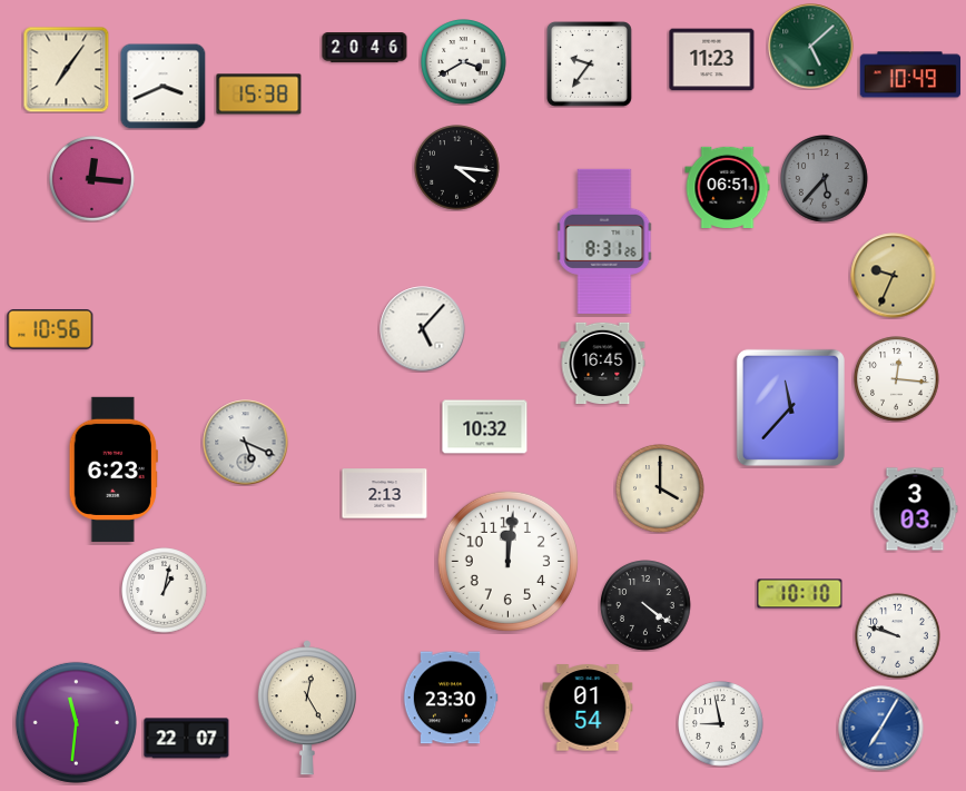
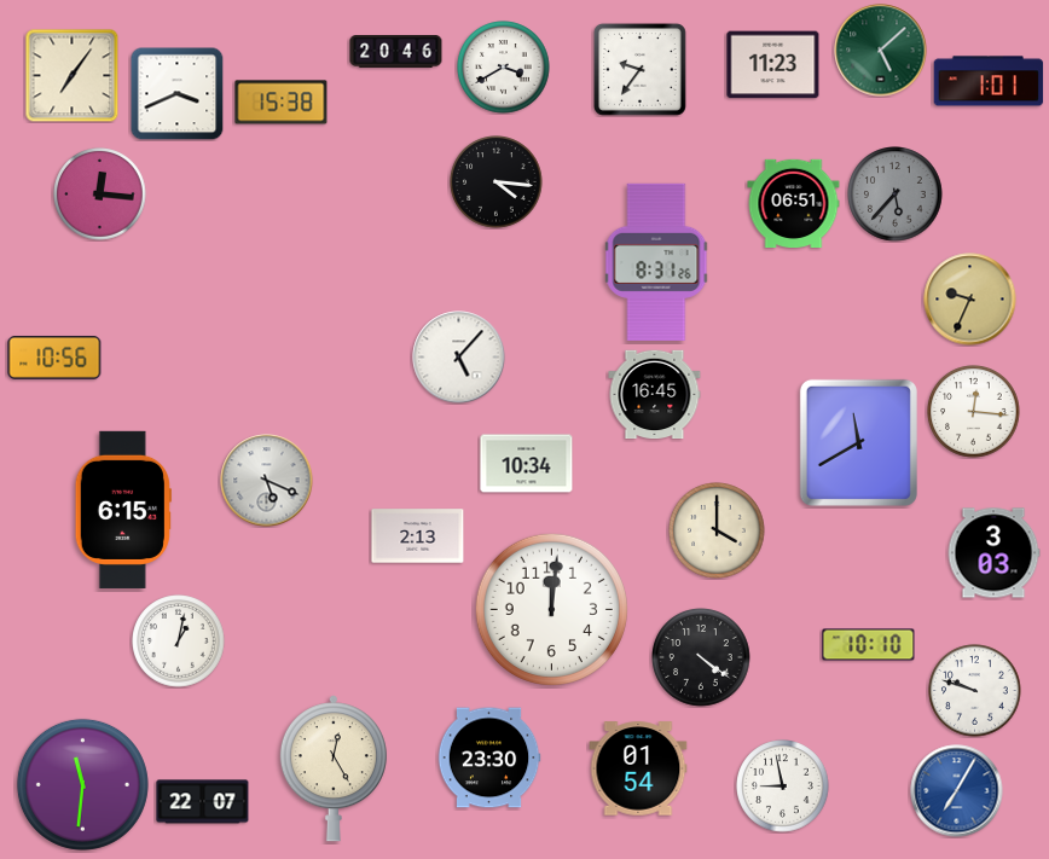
clock at (910, 75): 10:49 -> 1:01
clock at (728, 187) position: (728, 187) -> (794, 203)
clock at (790, 407): 11:37 -> 11:40
clock at (485, 427): 10:32 -> 10:34
clock at (114, 469): 6:23 -> 6:15
